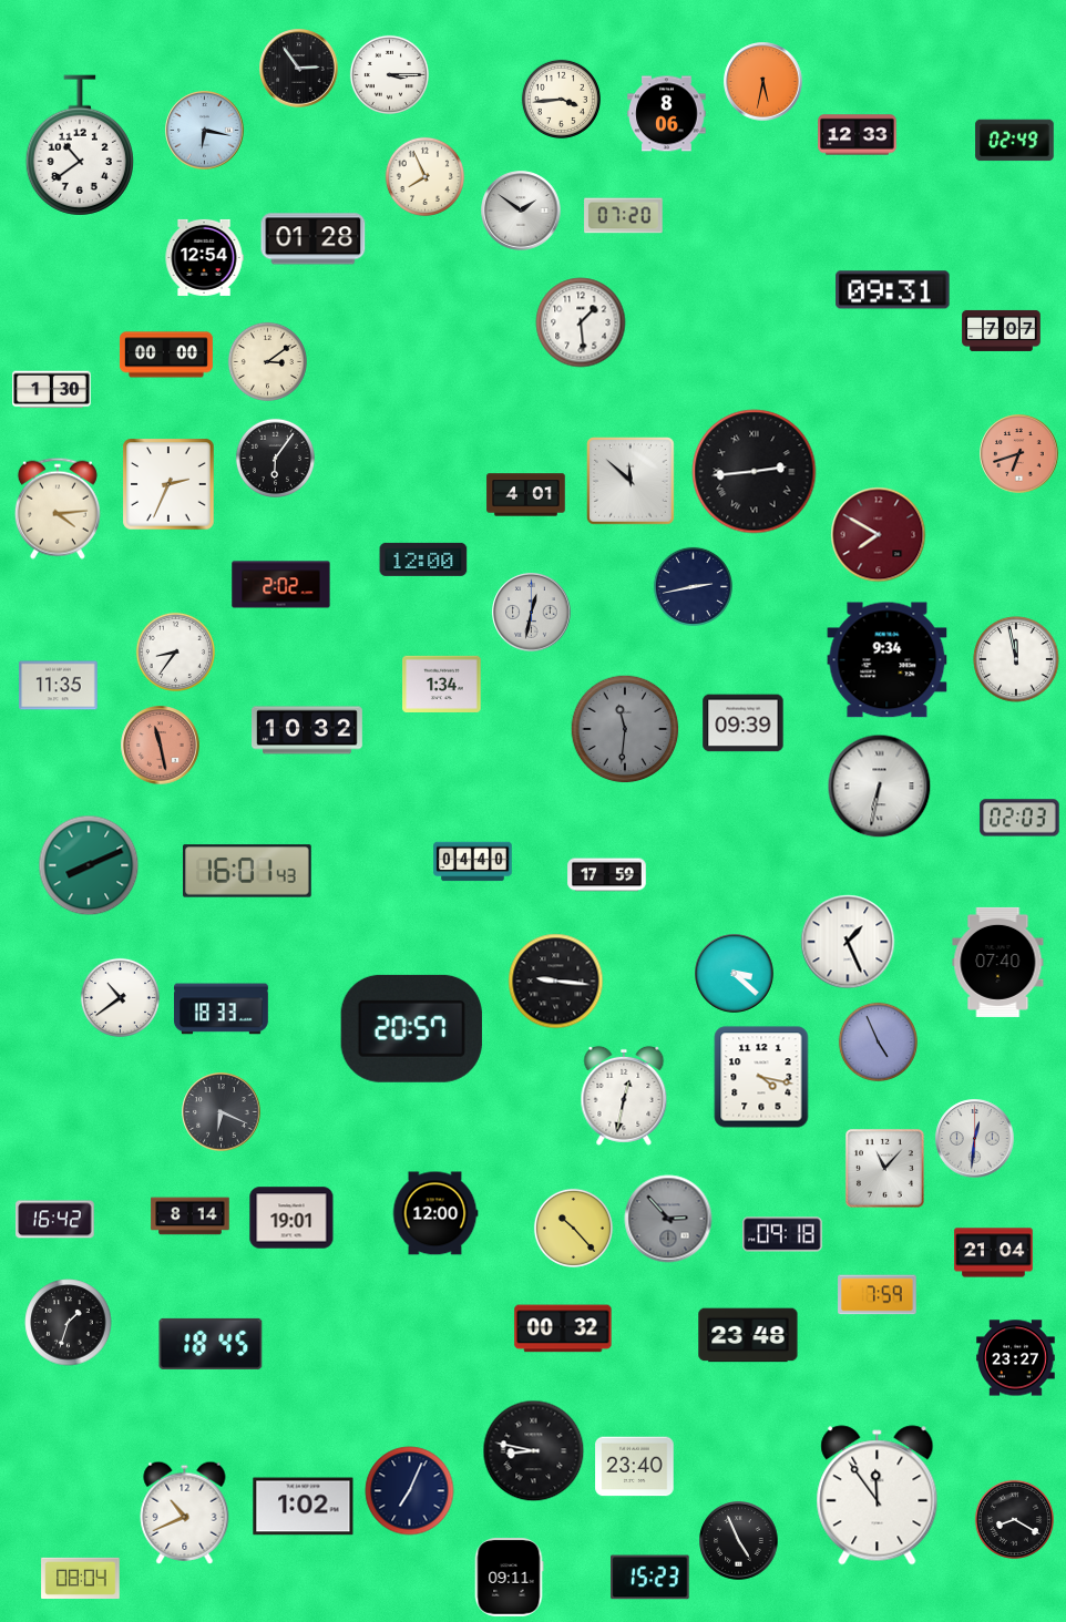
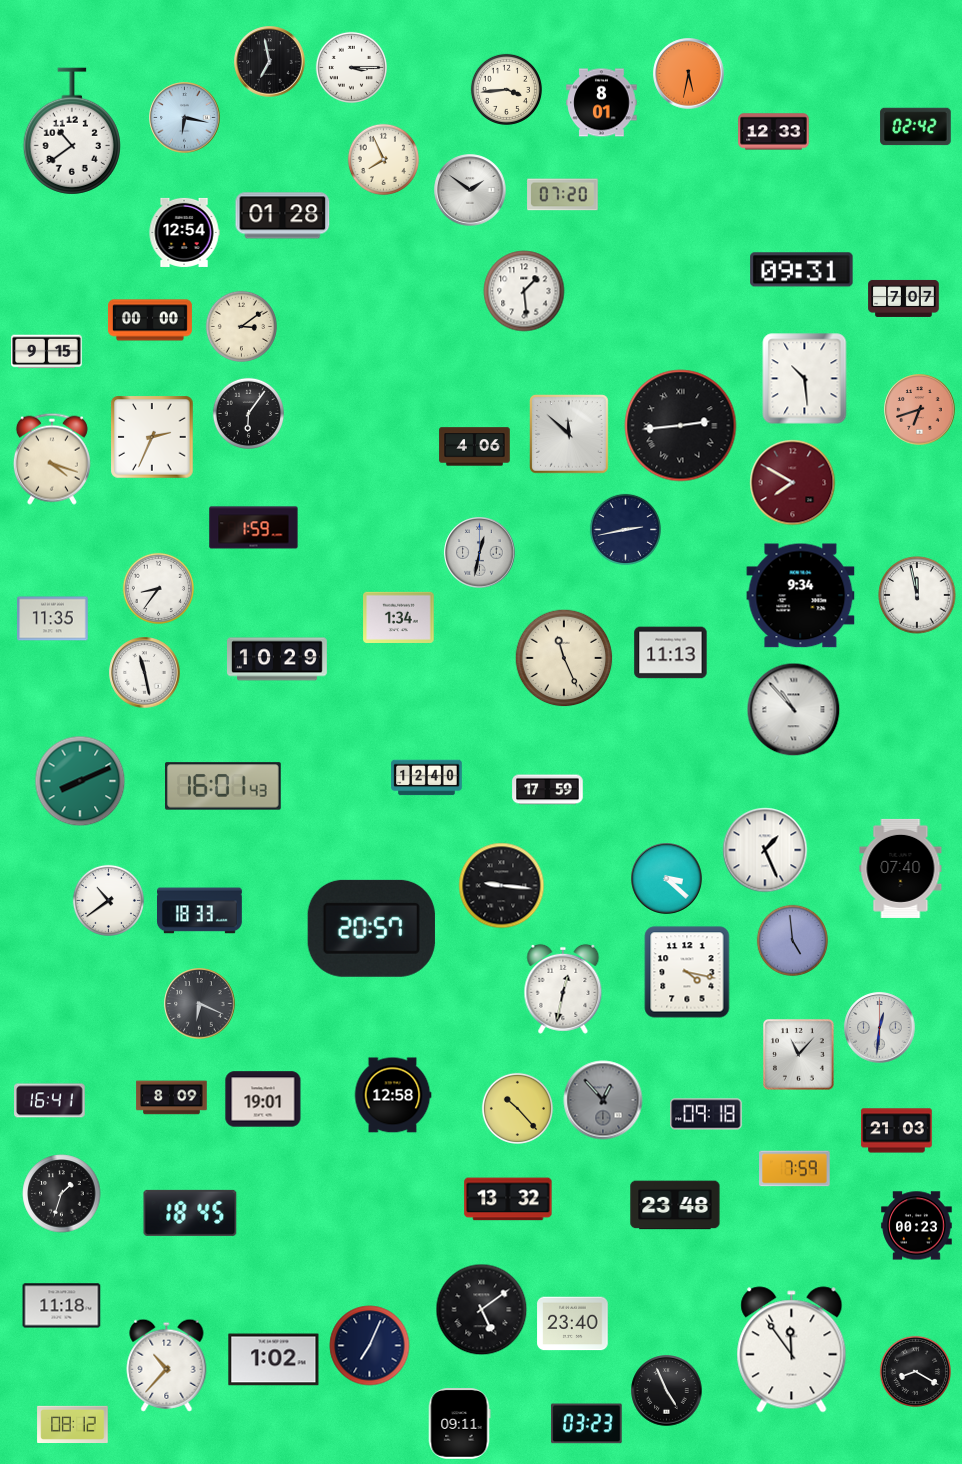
clock at (299, 69): 2:54 -> 6:58
clock at (667, 114): 8:06 -> 8:01
clock at (858, 135) position: (858, 135) -> (774, 132)
clock at (1015, 141): 02:49 -> 02:42
clock at (893, 290) position: (893, 290) -> (802, 270)
clock at (52, 390): 1:30 -> 9:15
clock at (805, 379): none -> 10:29
clock at (526, 495): 4:01 -> 4:06
clock at (58, 509): 4:14 -> 4:18
clock at (423, 560): 12:00 -> none
clock at (281, 585): 2:02 -> 1:59
clock at (744, 723): 09:39 -> 11:13
clock at (625, 729): 11:31 -> 11:26
clock at (625, 729) dial: grey -> cream
clock at (308, 730): 10:32 -> 10:29
clock at (161, 746) dial: salmon -> white
clock at (880, 787): 6:32 -> 10:53
clock at (1019, 818): 02:03 -> none
clock at (473, 862): 04:40 -> 12:40
clock at (735, 974) position: (735, 974) -> (667, 879)
clock at (878, 1041): 4:56 -> 4:59
clock at (435, 1213): 12:00 -> 12:58
clock at (191, 1216): 8:14 -> 8:09
clock at (668, 1219): 2:53 -> 12:53
clock at (55, 1220): 16:42 -> 16:41
clock at (994, 1253): 21:04 -> 21:03
clock at (878, 1295) position: (878, 1295) -> (795, 1169)
clock at (563, 1328): 00:32 -> 13:32
clock at (1016, 1358): 23:27 -> 00:23
clock at (62, 1306): none -> 11:18
clock at (534, 1451): 8:47 -> 5:09
clock at (185, 1512): 10:41 -> 10:37
clock at (81, 1578): 08:04 -> 08:12
clock at (650, 1578): 15:23 -> 03:23
